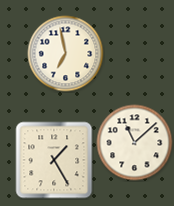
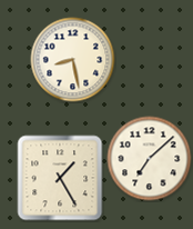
clock at (66, 54): 6:58 -> 8:28
clock at (135, 143): 11:08 -> 7:08
